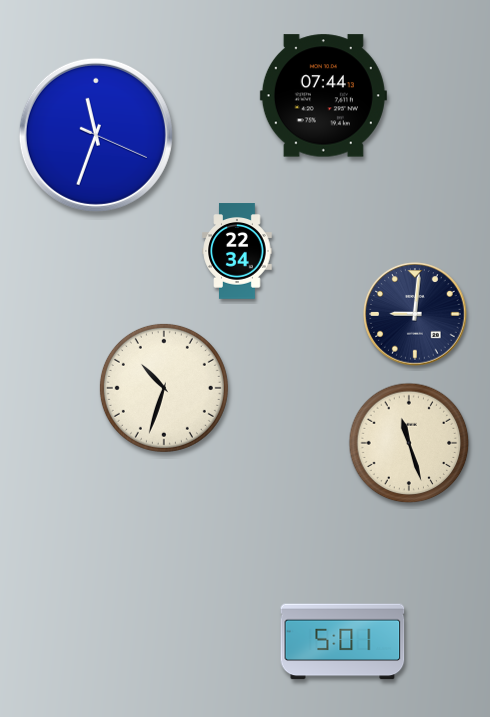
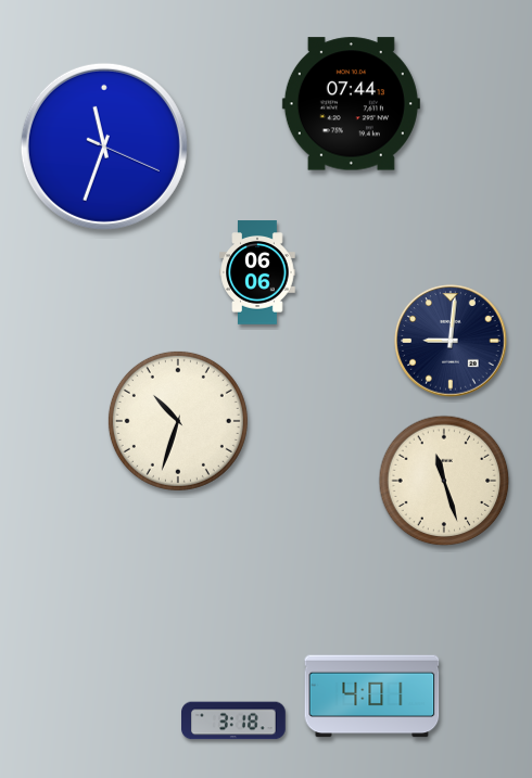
clock at (237, 251): 22:34 -> 06:06
clock at (343, 642): 5:01 -> 4:01
clock at (235, 720): none -> 3:18
